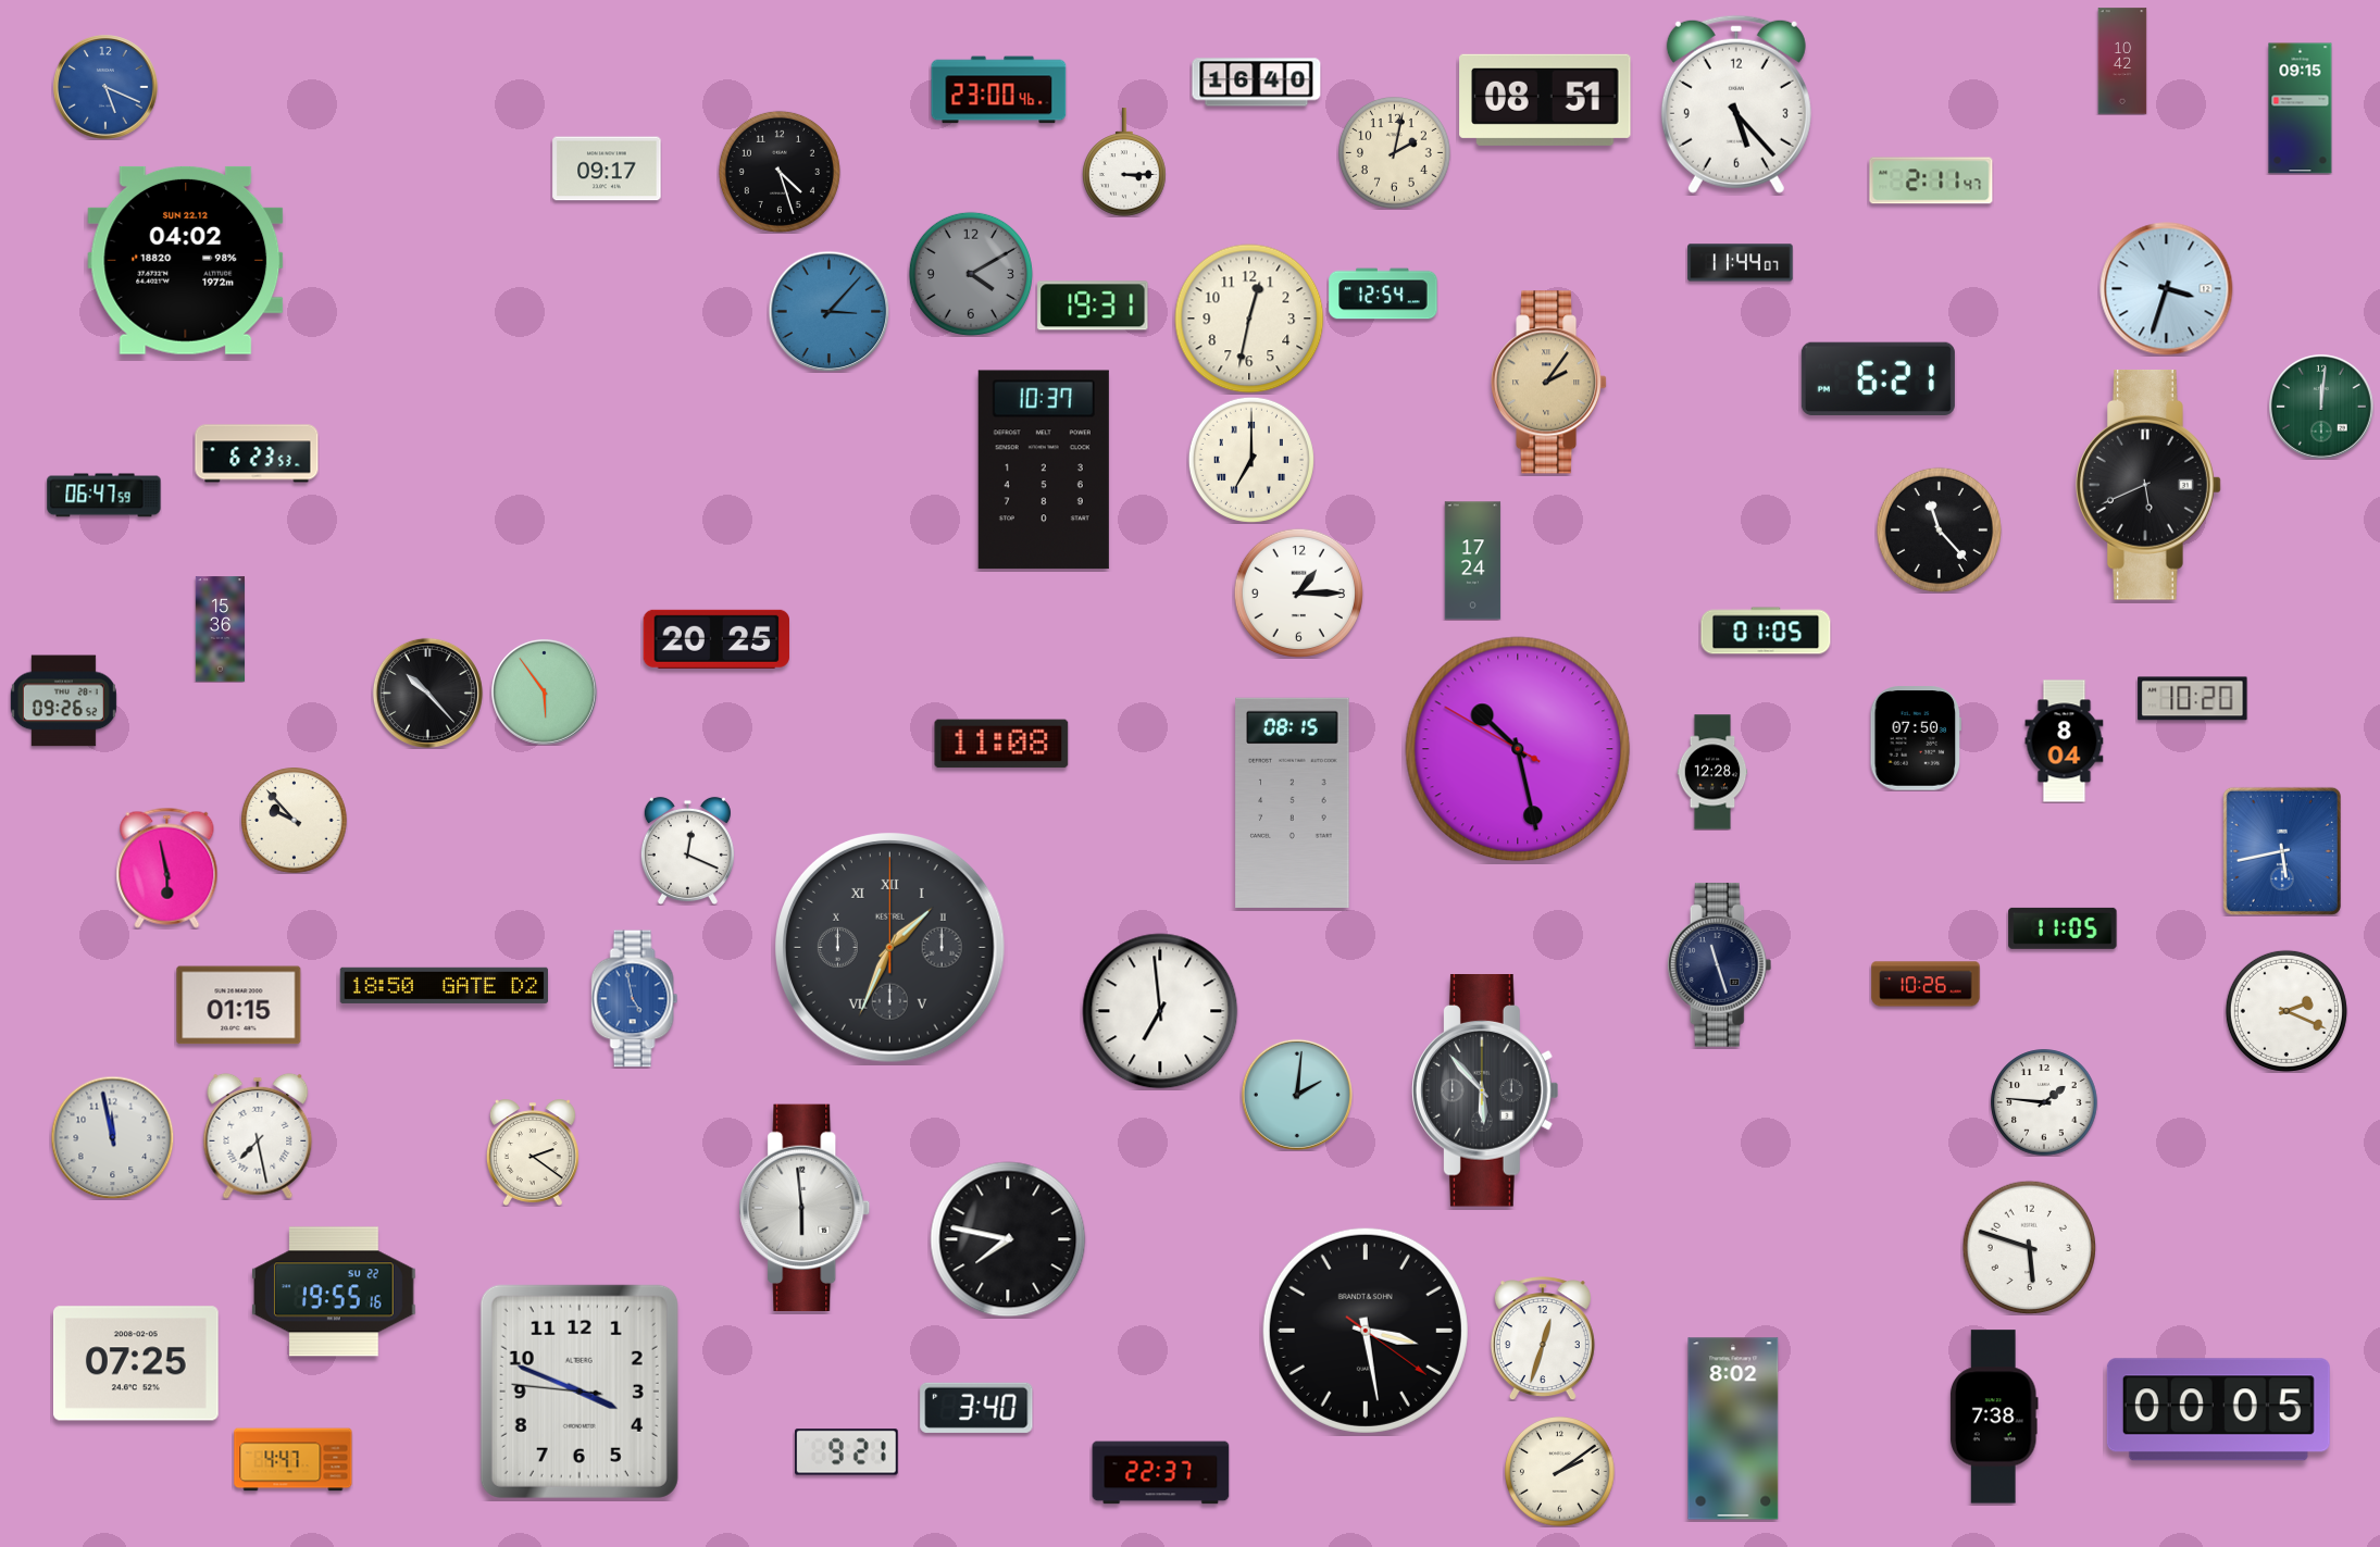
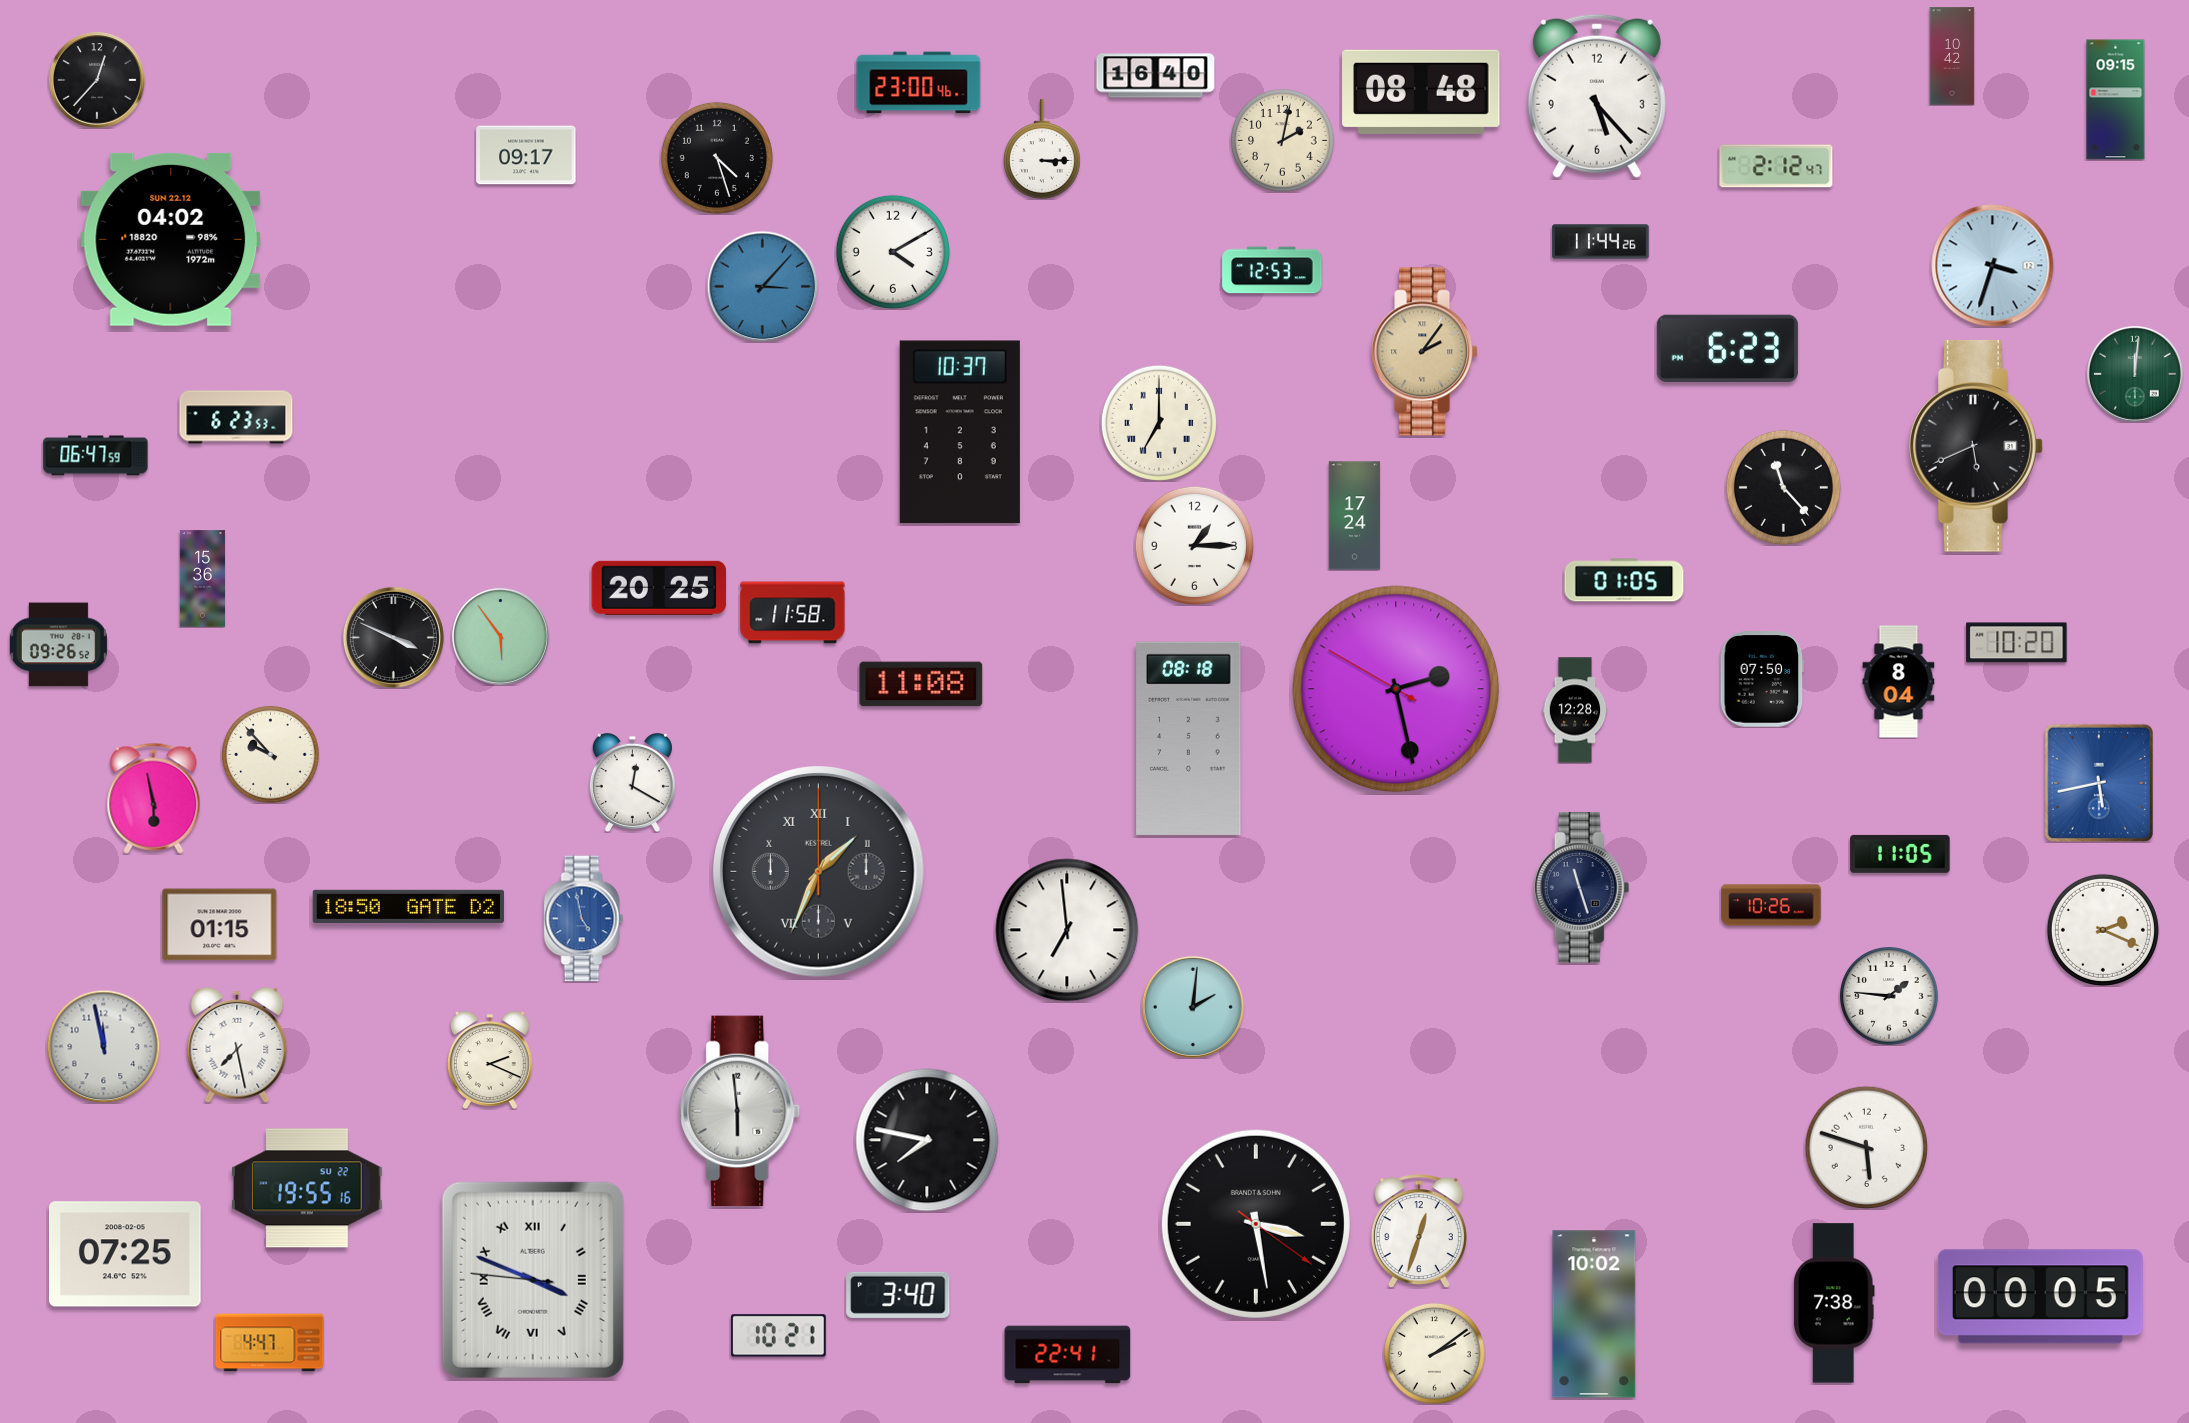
clock at (107, 88): 5:19 -> 12:37
clock at (107, 88) dial: blue -> black
clock at (1545, 100): 08:51 -> 08:48
clock at (1125, 162) position: (1125, 162) -> (1043, 149)
clock at (607, 169) position: (607, 169) -> (526, 155)
clock at (1931, 180): 2:11 -> 2:12
clock at (1741, 263): 11:44:07 -> 11:44:26
clock at (971, 274) dial: grey -> white
clock at (1383, 294): 12:54 -> 12:53
clock at (1093, 305): 19:31 -> none
clock at (1249, 319): 12:32 -> none
clock at (1878, 378): 6:21 -> 6:23
clock at (1251, 460) position: (1251, 460) -> (1159, 423)
clock at (793, 613): none -> 11:58
clock at (427, 693): 10:23 -> 3:49
clock at (1518, 749): 10:27 -> 2:27
clock at (1293, 802): 08:15 -> 08:18
clock at (687, 850): 12:19 -> 12:20
clock at (2063, 928) position: (2063, 928) -> (1900, 854)
clock at (1486, 1090): 5:53 -> none
clock at (2044, 1102) position: (2044, 1102) -> (1889, 996)
clock at (533, 1152): 2:21 -> 2:19
clock at (580, 1392) numerals: Arabic -> Roman
clock at (1733, 1429): 8:02 -> 10:02
clock at (847, 1452): 9:21 -> 10:21
clock at (1161, 1473): 22:37 -> 22:41
